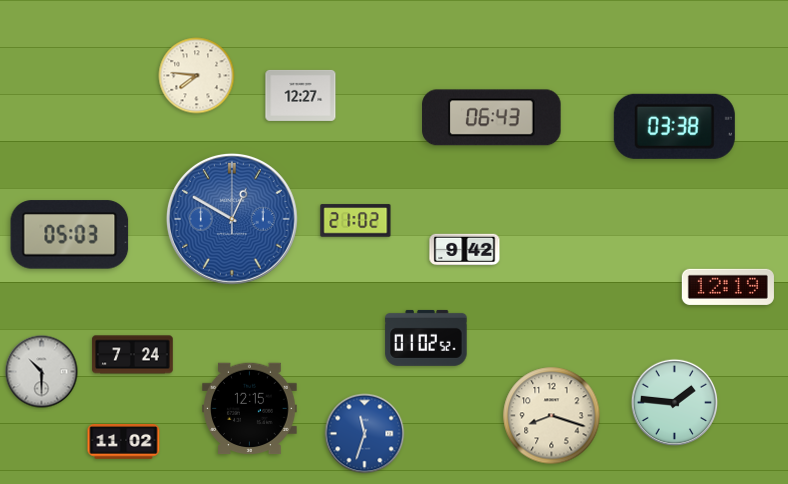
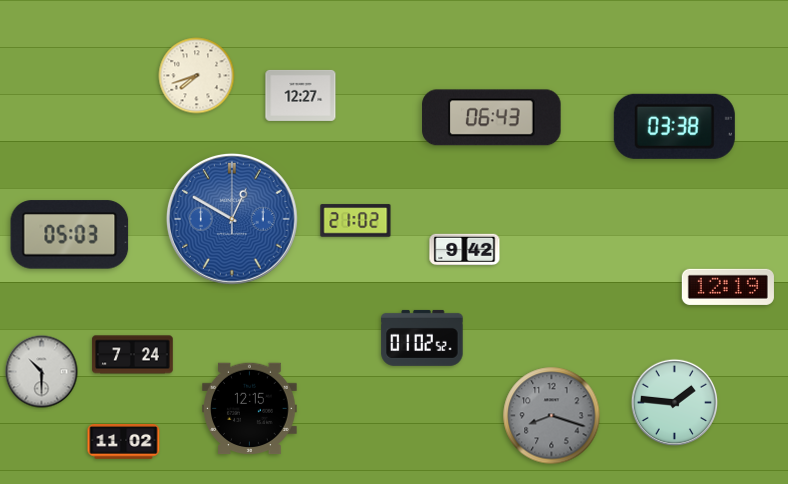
clock at (197, 76): 7:46 -> 7:42
clock at (426, 338) position: (426, 338) -> (422, 338)
clock at (552, 416) dial: cream -> grey
clock at (365, 434): 11:33 -> none
